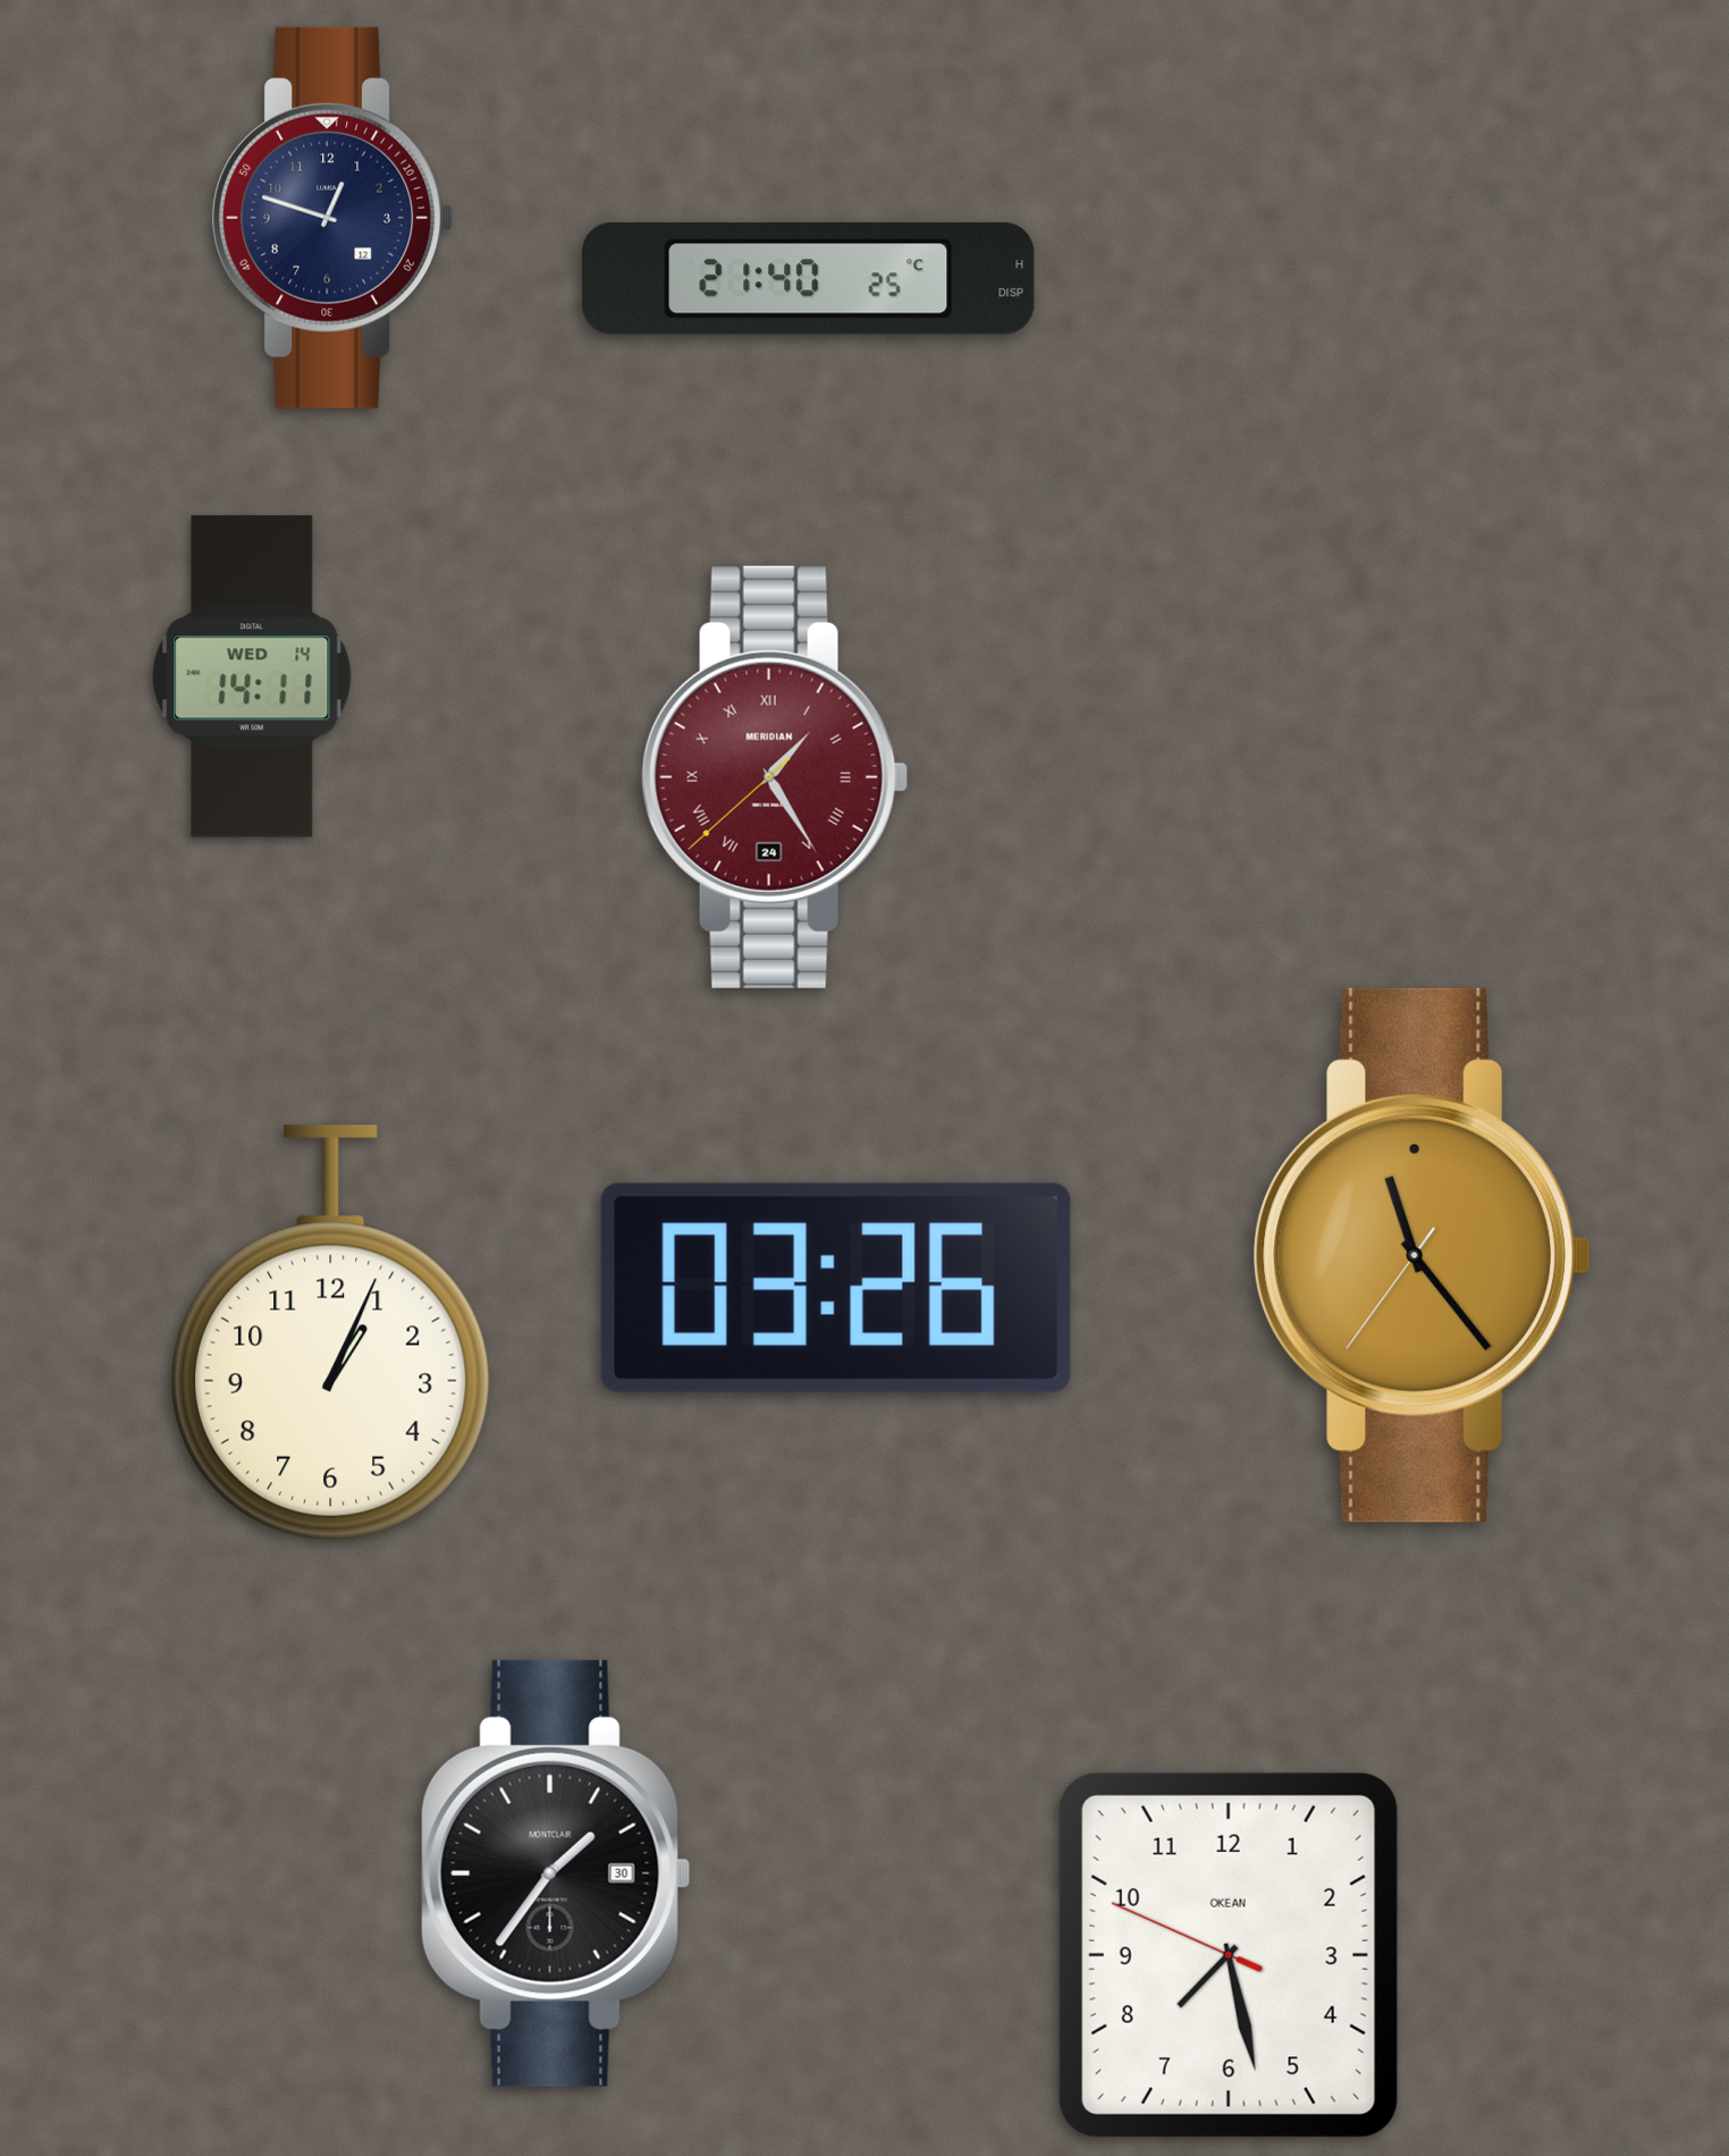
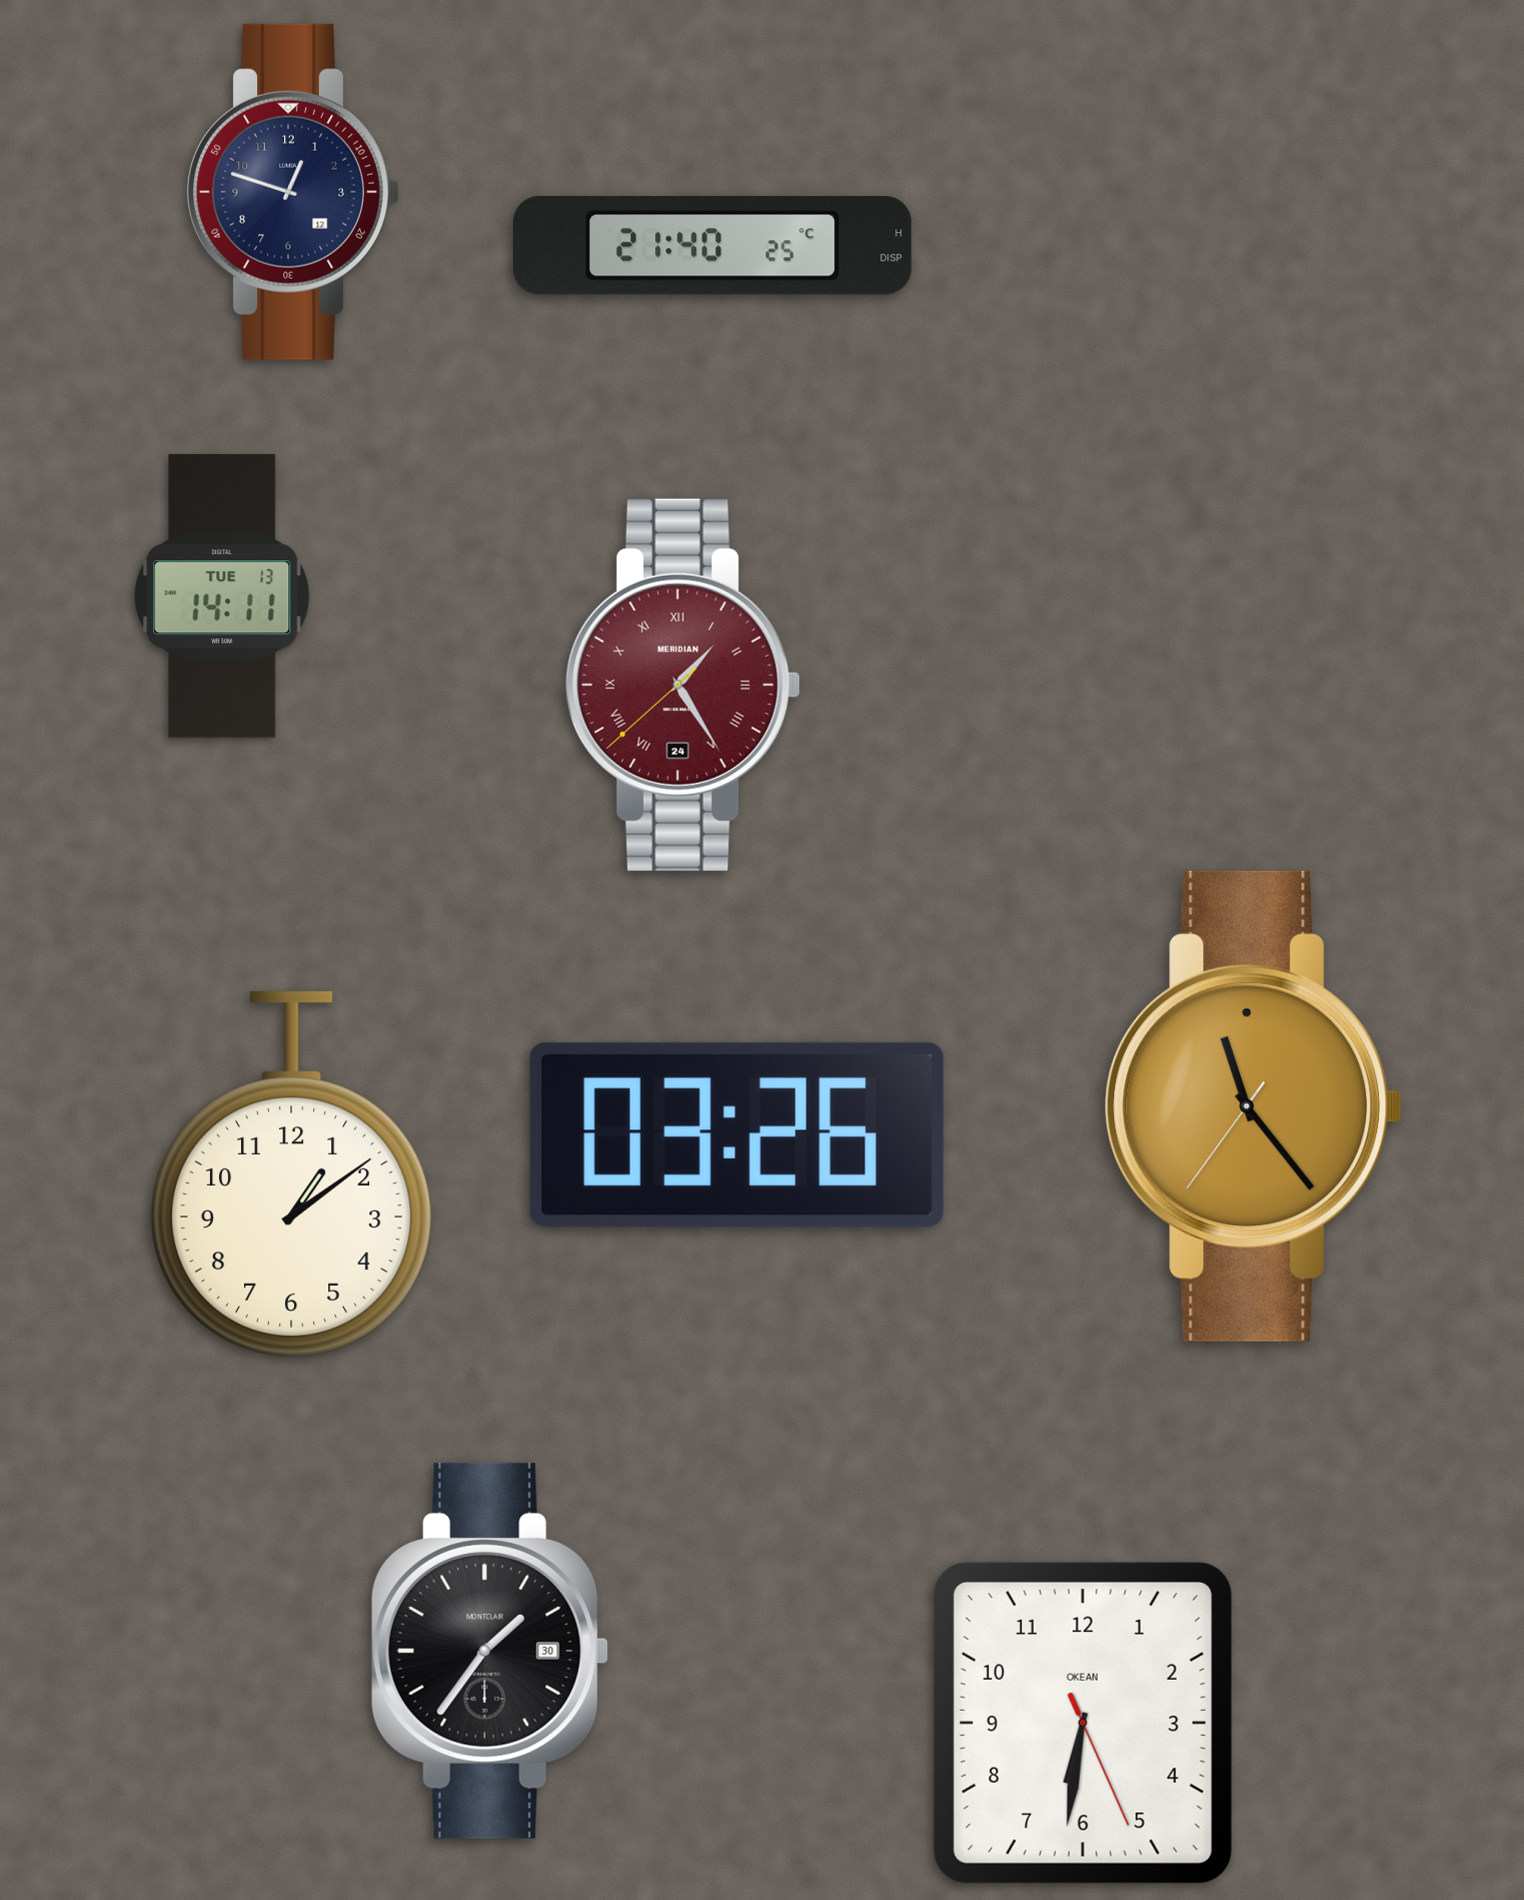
clock at (252, 676) date: WED 14 -> TUE 13
clock at (330, 1333): 1:04 -> 1:09
clock at (1229, 1955): 7:27 -> 6:31
